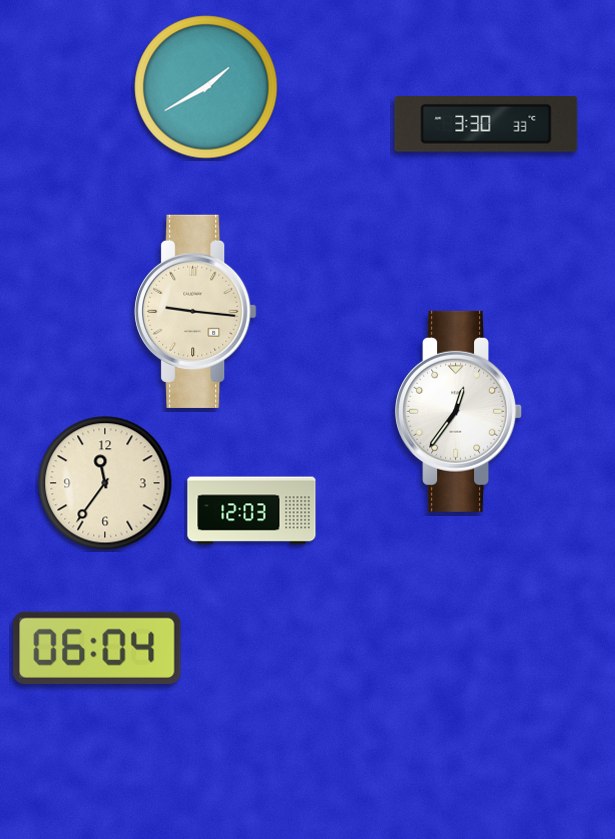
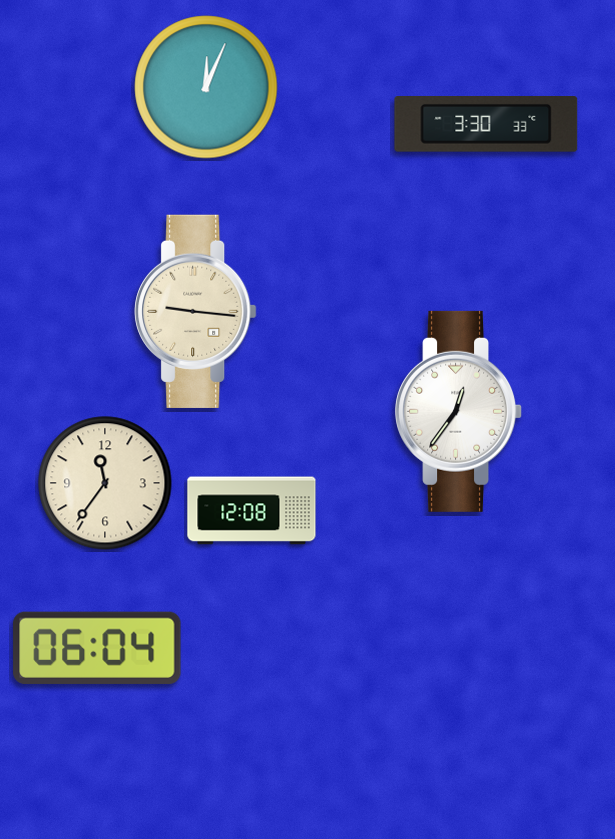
clock at (206, 87): 1:40 -> 12:04
clock at (252, 511): 12:03 -> 12:08
